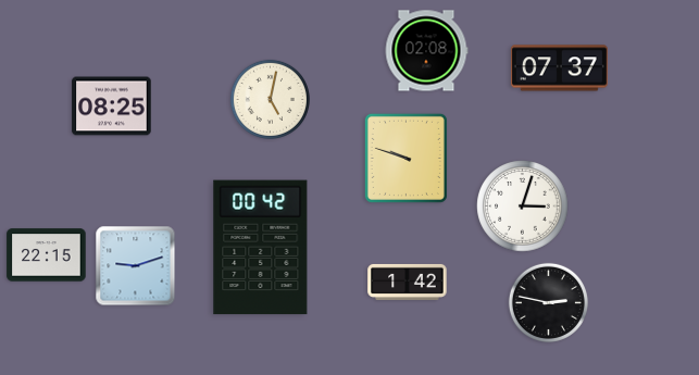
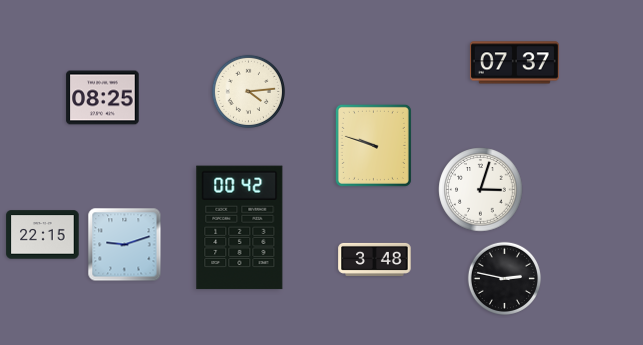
clock at (426, 51): 02:08 -> none
clock at (270, 99): 5:02 -> 4:14
clock at (408, 282): 1:42 -> 3:48
